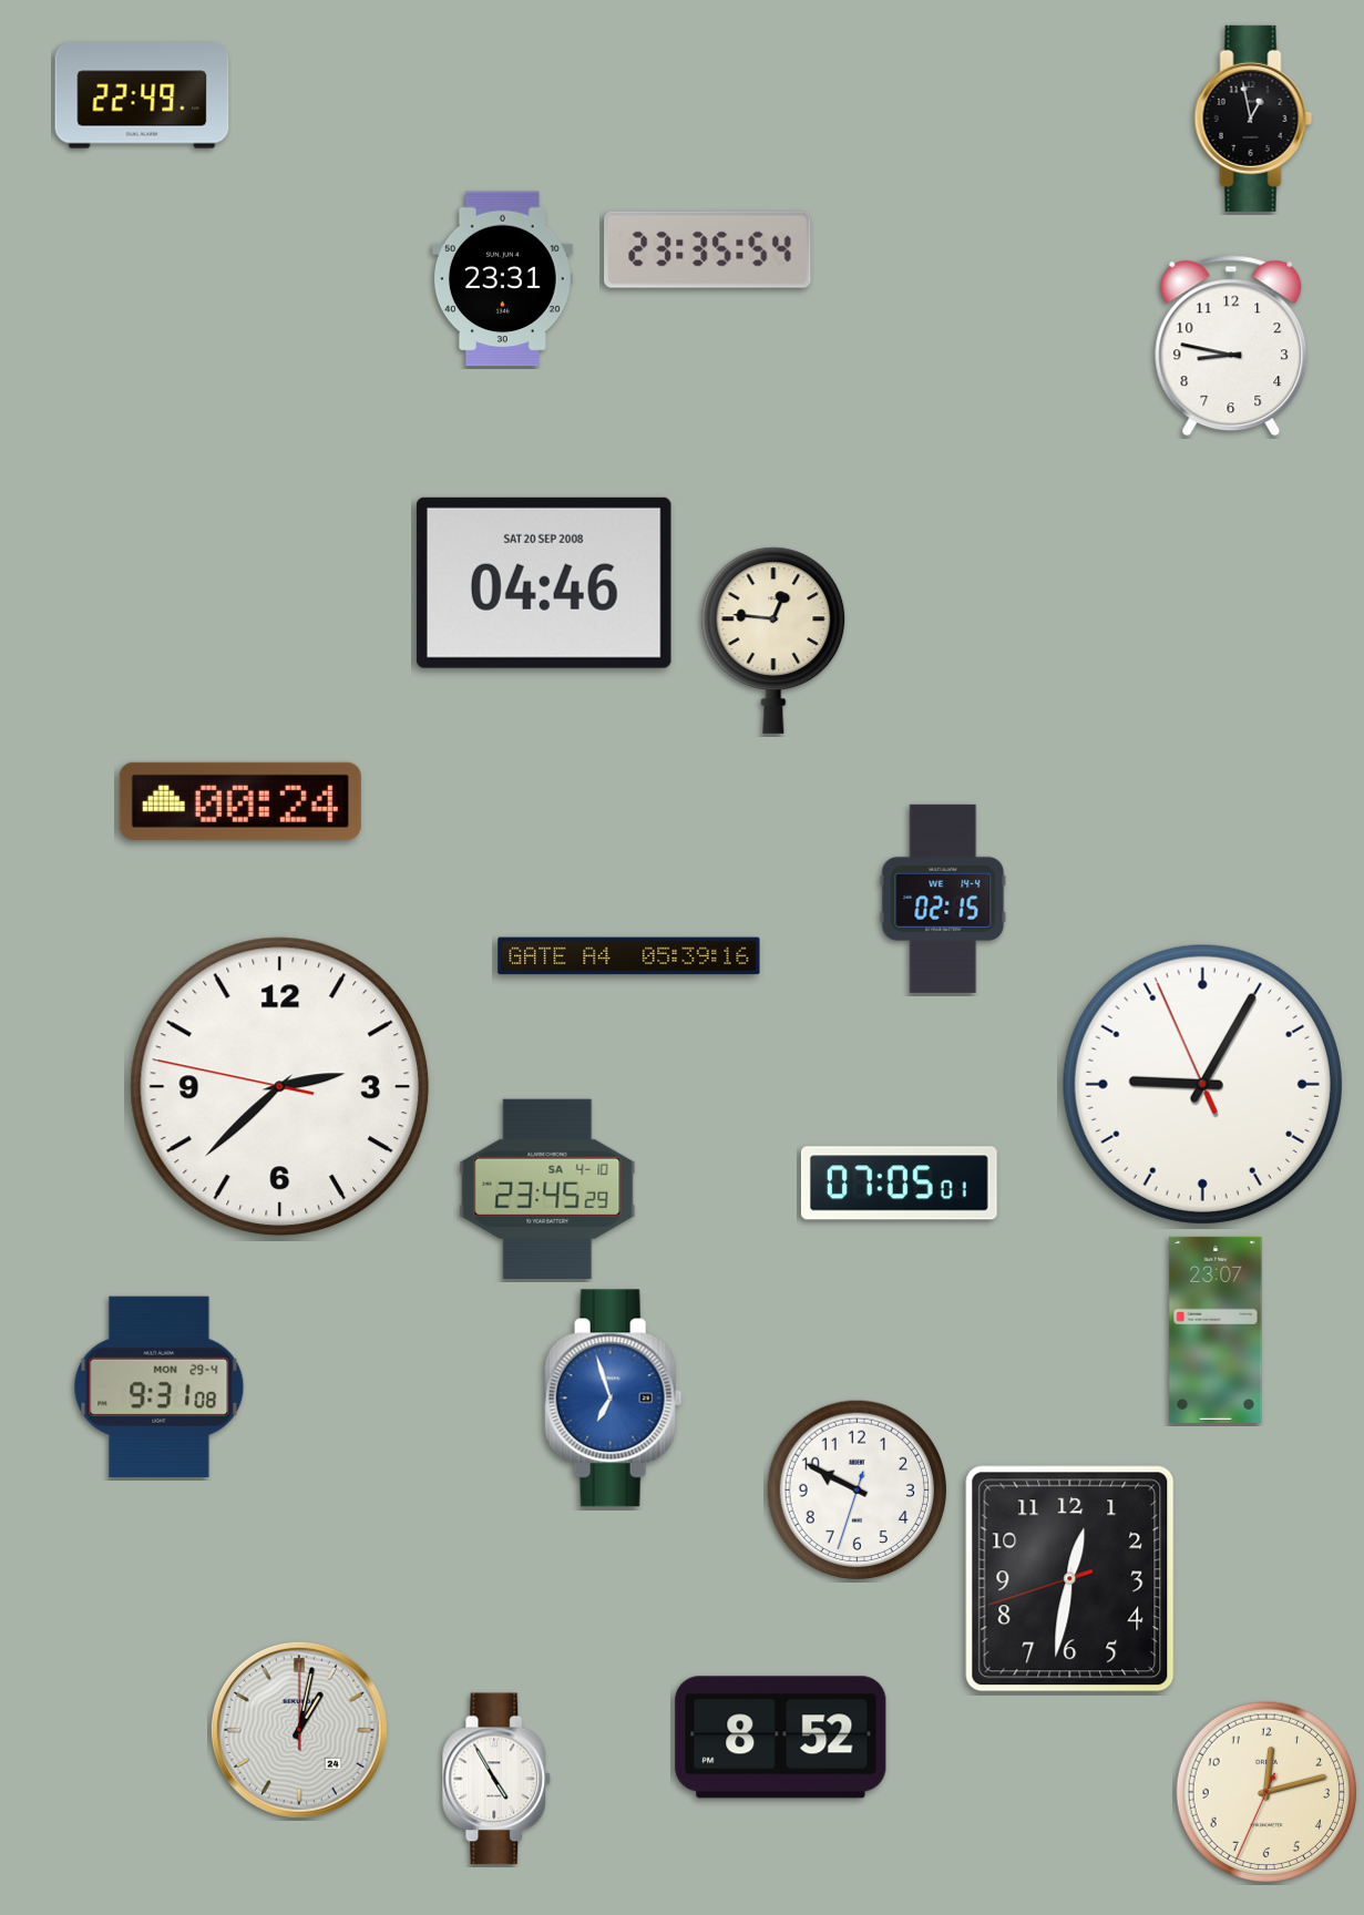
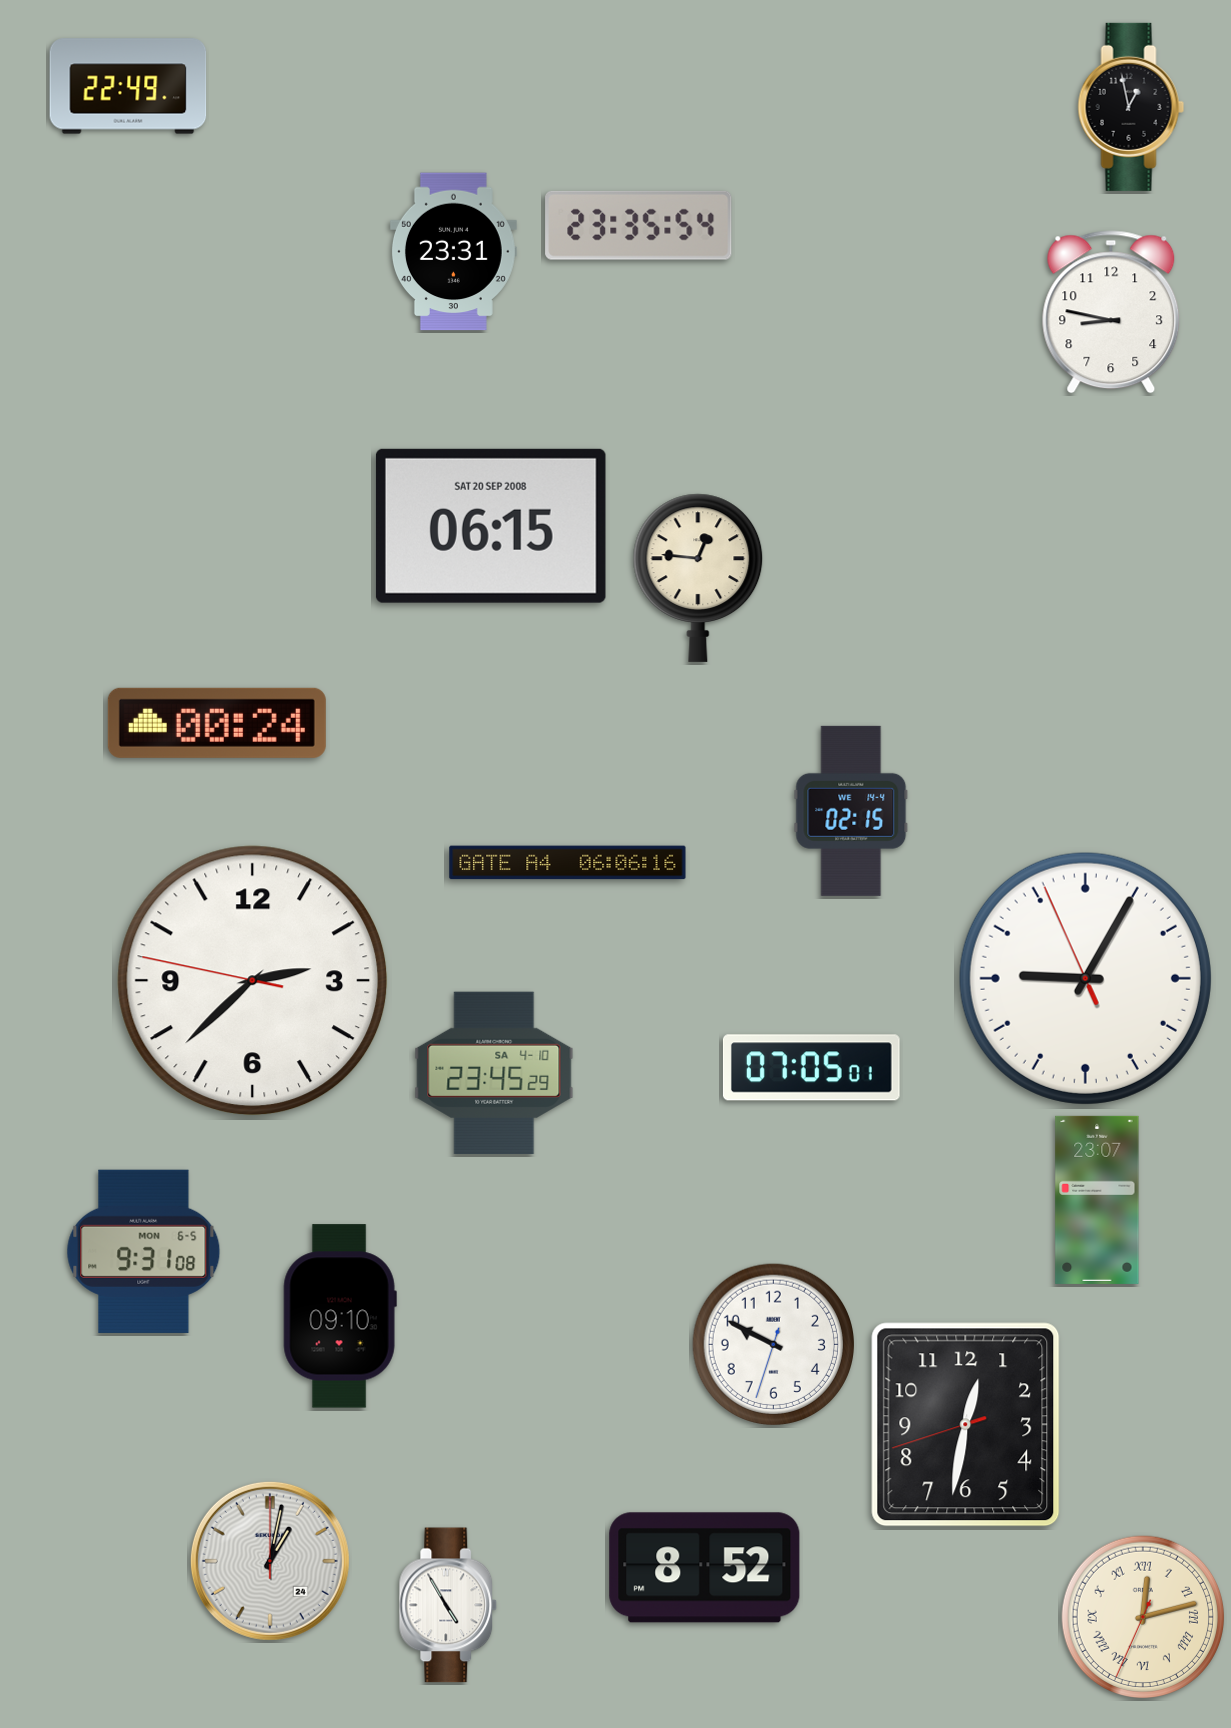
clock at (544, 583): 04:46 -> 06:15
clock at (629, 956): 05:39 -> 06:06
clock at (160, 1386) date: MON 29-4 -> MON 6-5
clock at (614, 1399): 6:57 -> none
clock at (340, 1316): none -> 09:10
clock at (1266, 1792) numerals: Arabic -> Roman
